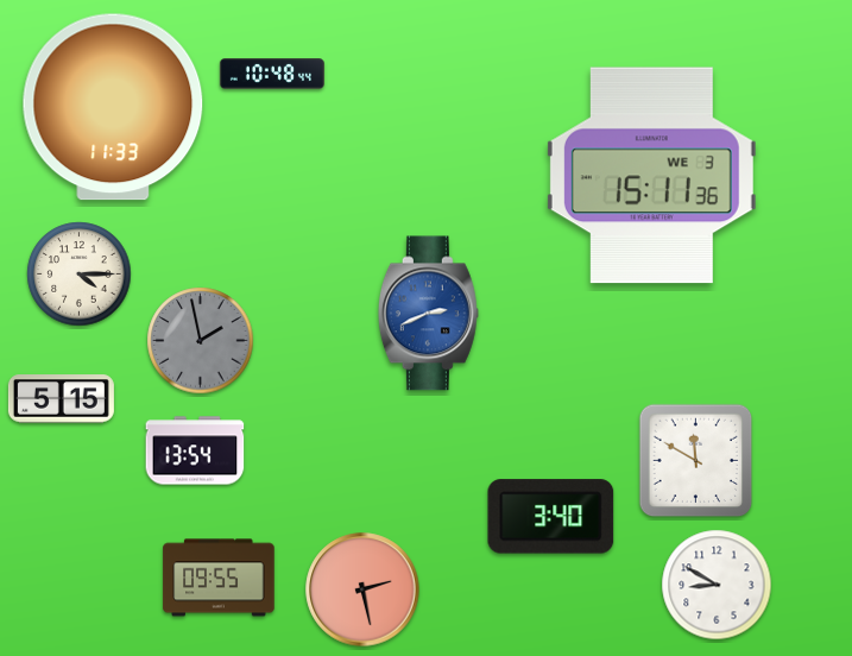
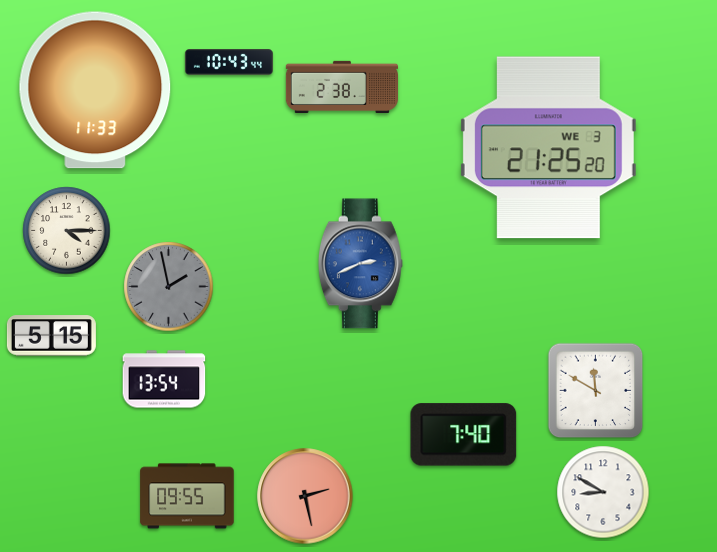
clock at (272, 75): 10:48 -> 10:43
clock at (341, 86): none -> 2:38
clock at (651, 176): 15:11 -> 21:25
clock at (696, 461) position: (696, 461) -> (596, 391)
clock at (551, 517): 3:40 -> 7:40
clock at (219, 578) position: (219, 578) -> (187, 496)
